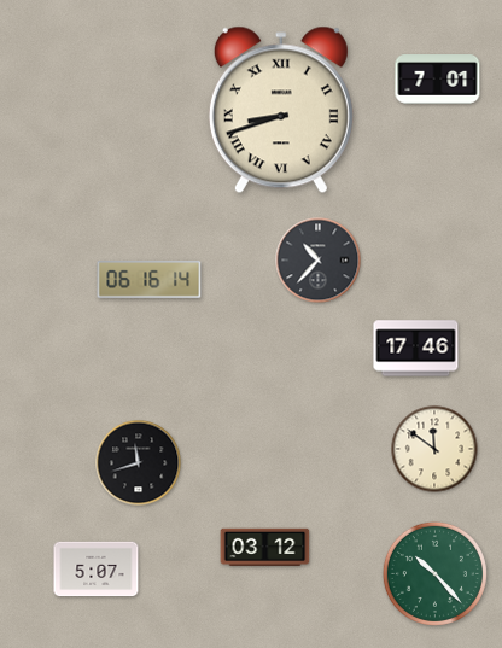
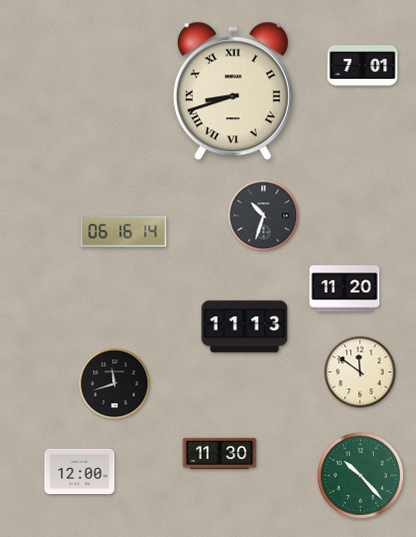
clock at (319, 261): 10:37 -> 10:33
clock at (416, 349): 17:46 -> 11:20
clock at (245, 327): none -> 11:13
clock at (265, 548): 03:12 -> 11:30
clock at (97, 570): 5:07 -> 12:00
